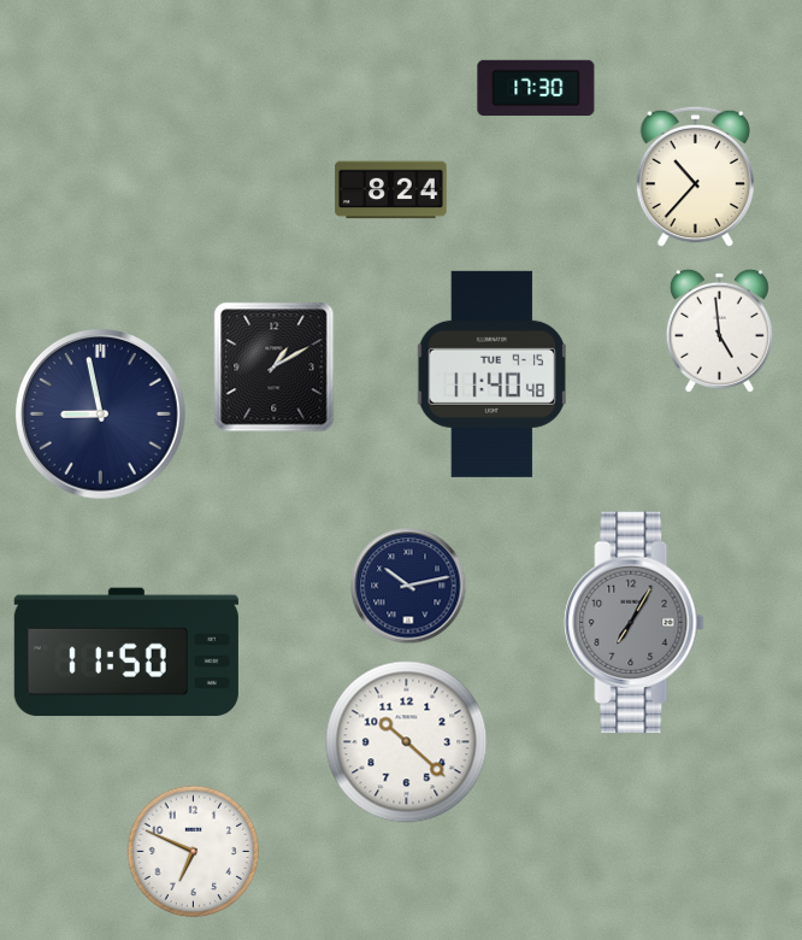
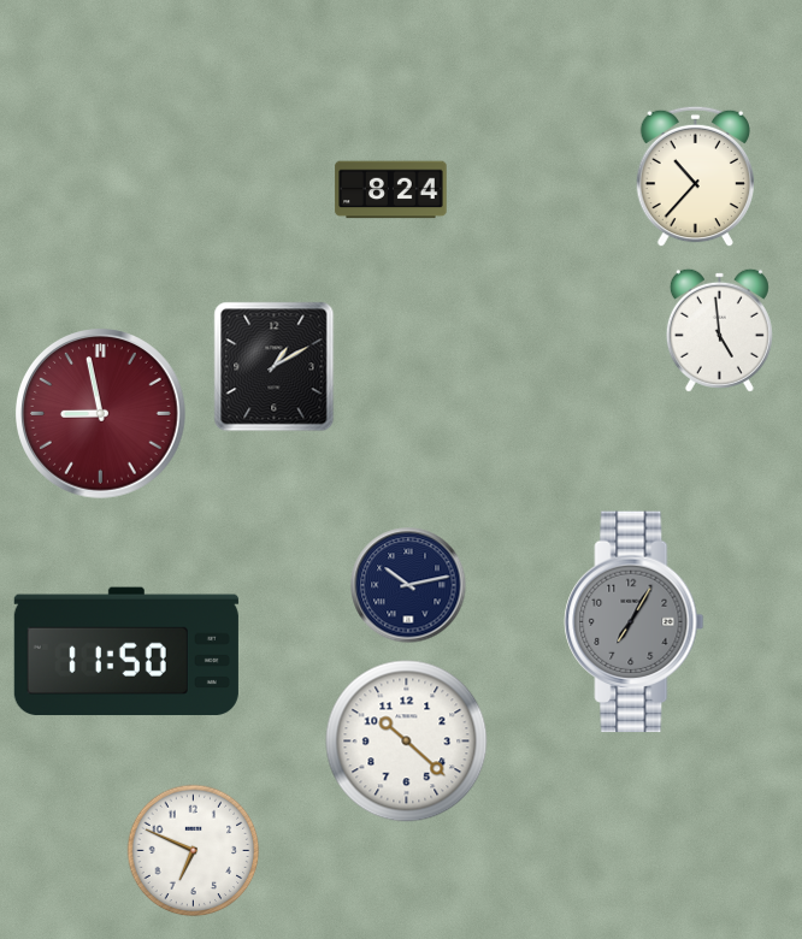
clock at (536, 88): 17:30 -> none
clock at (491, 374): 11:40 -> none
clock at (101, 415) dial: navy -> burgundy
